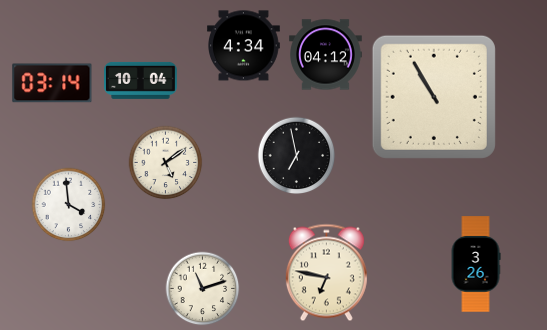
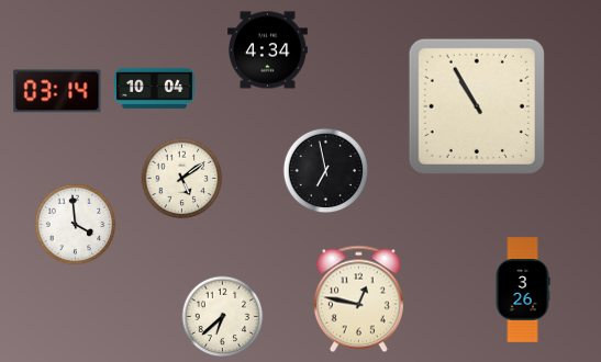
clock at (326, 55): 04:12 -> none
clock at (326, 273): 6:47 -> 12:47
clock at (203, 289): 11:12 -> 6:38
